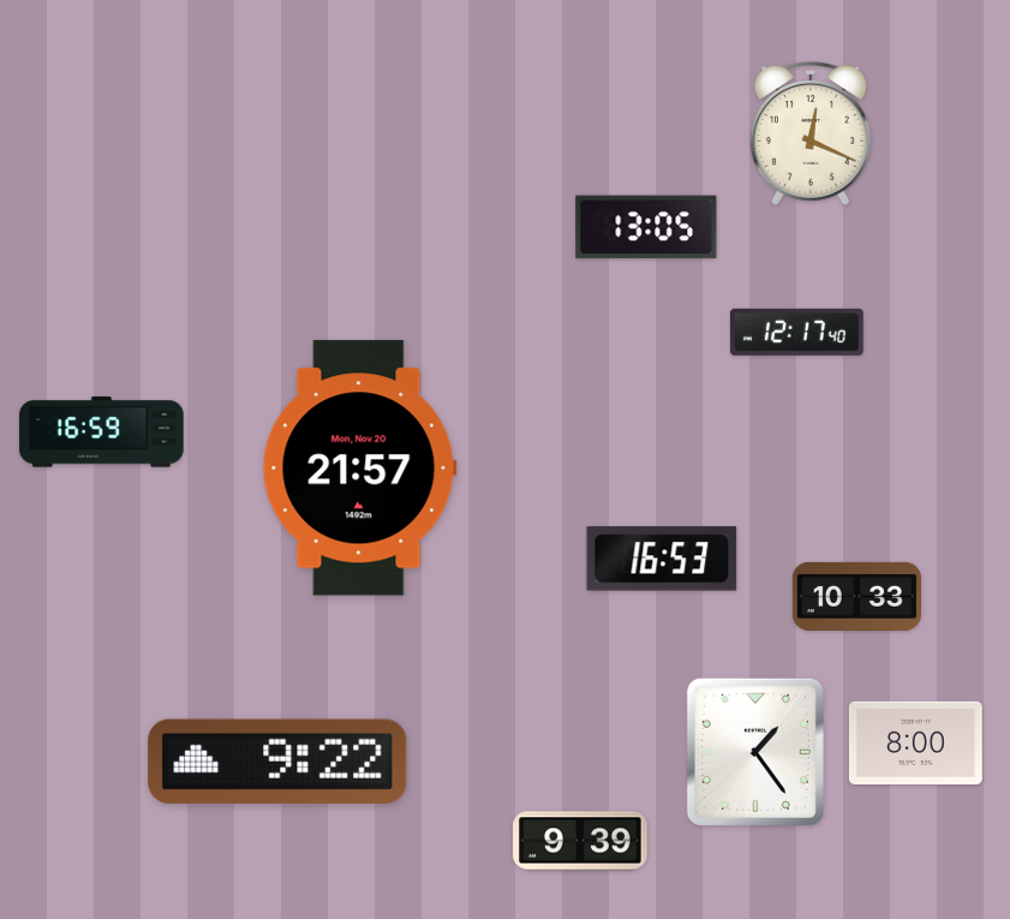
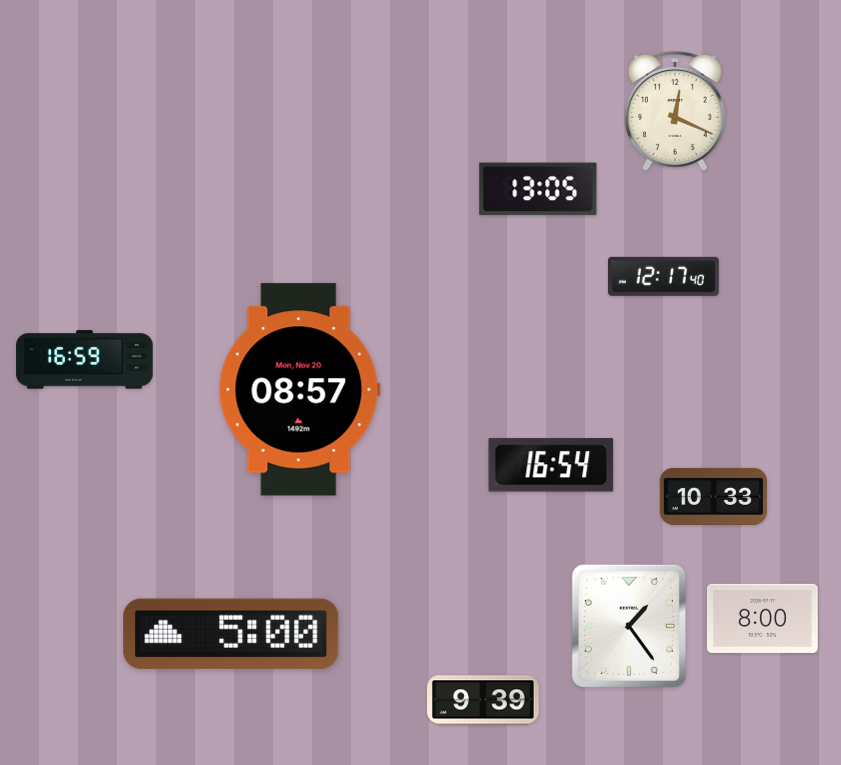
clock at (359, 469): 21:57 -> 08:57
clock at (662, 559): 16:53 -> 16:54
clock at (277, 762): 9:22 -> 5:00
